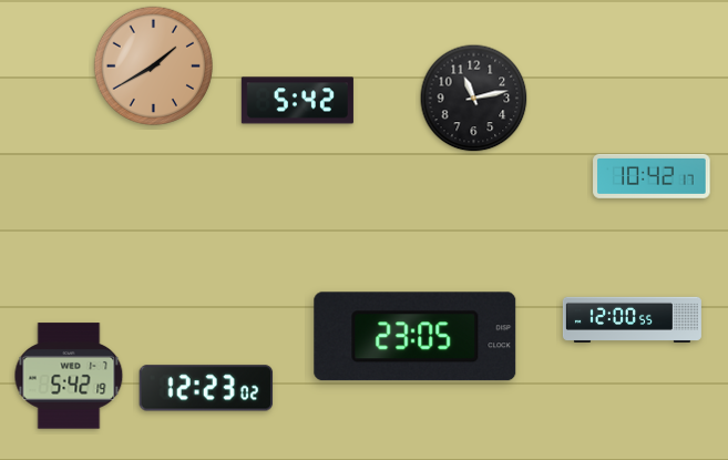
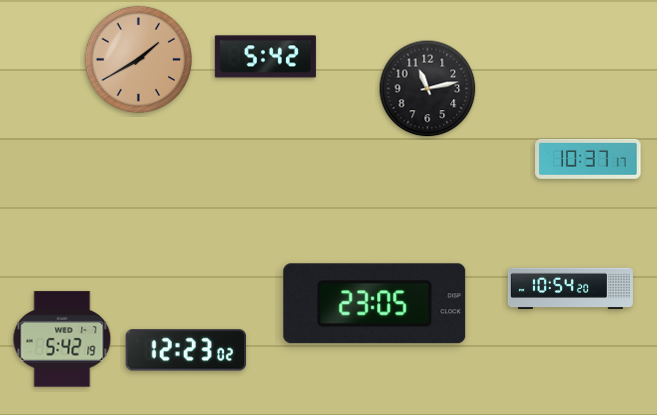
clock at (297, 101) position: (297, 101) -> (265, 57)
clock at (652, 176): 10:42 -> 10:37
clock at (632, 319): 12:00 -> 10:54
